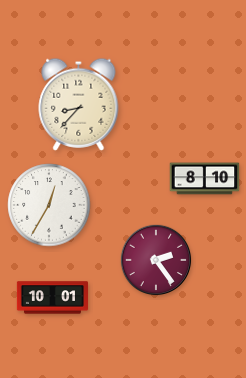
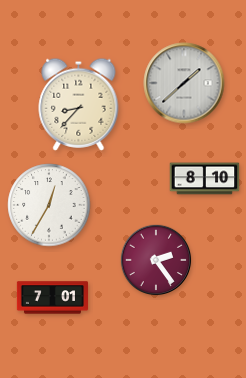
clock at (184, 83): none -> 1:38
clock at (52, 298): 10:01 -> 7:01
